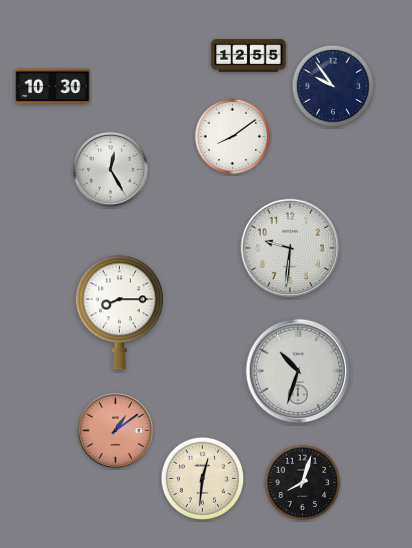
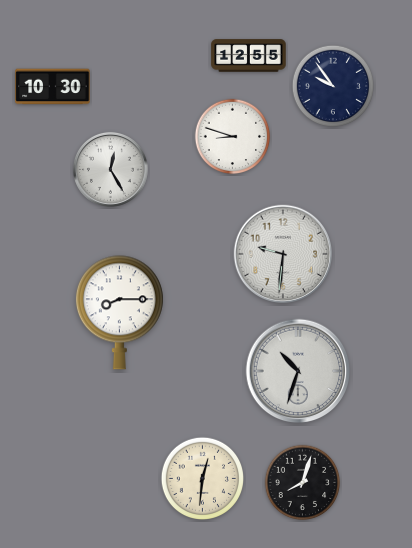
clock at (233, 137): 8:09 -> 8:48
clock at (289, 247) position: (289, 247) -> (282, 253)
clock at (115, 430): 1:09 -> none
